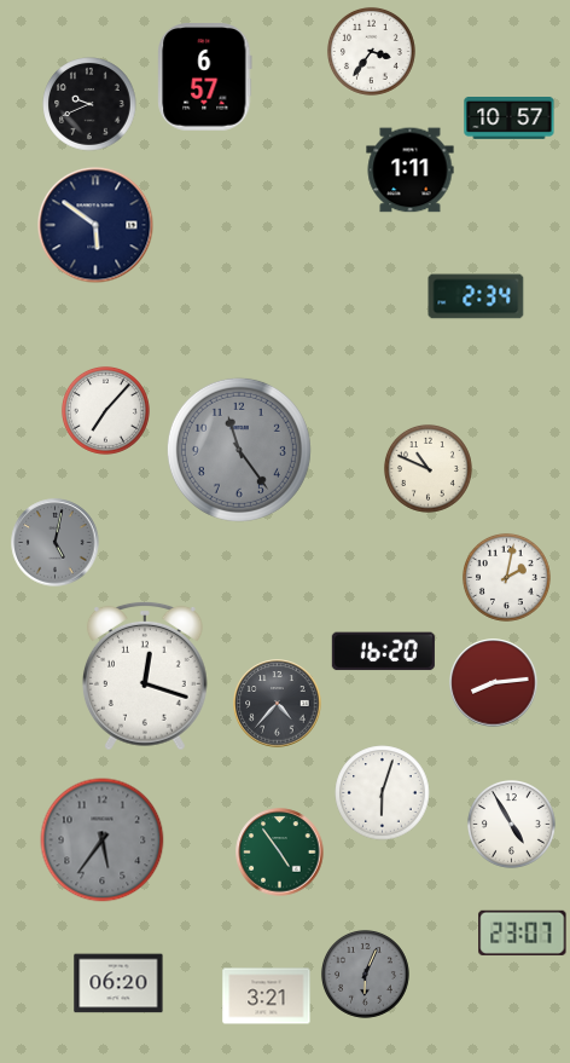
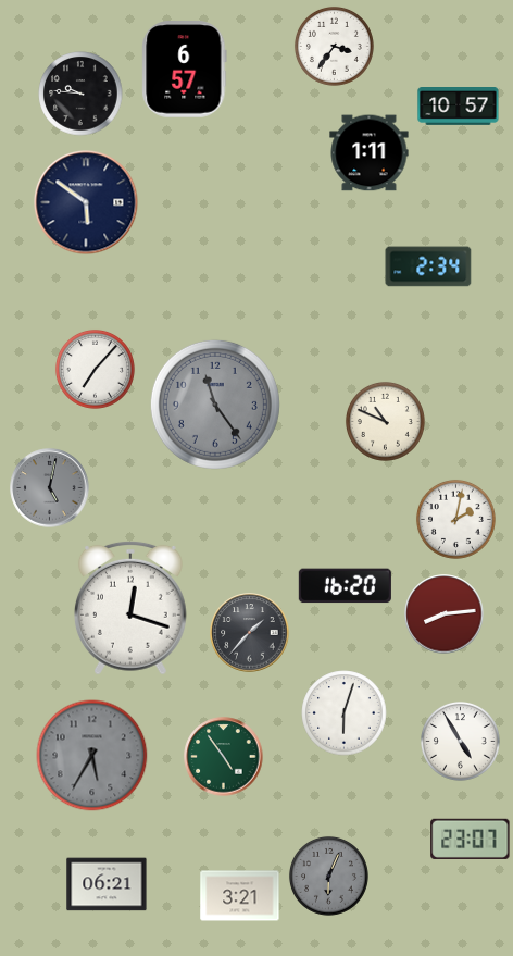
clock at (89, 104): 9:41 -> 9:46
clock at (278, 704): 4:37 -> 1:37
clock at (103, 840): 5:36 -> 5:35
clock at (280, 853) position: (280, 853) -> (224, 757)
clock at (118, 983): 06:20 -> 06:21
